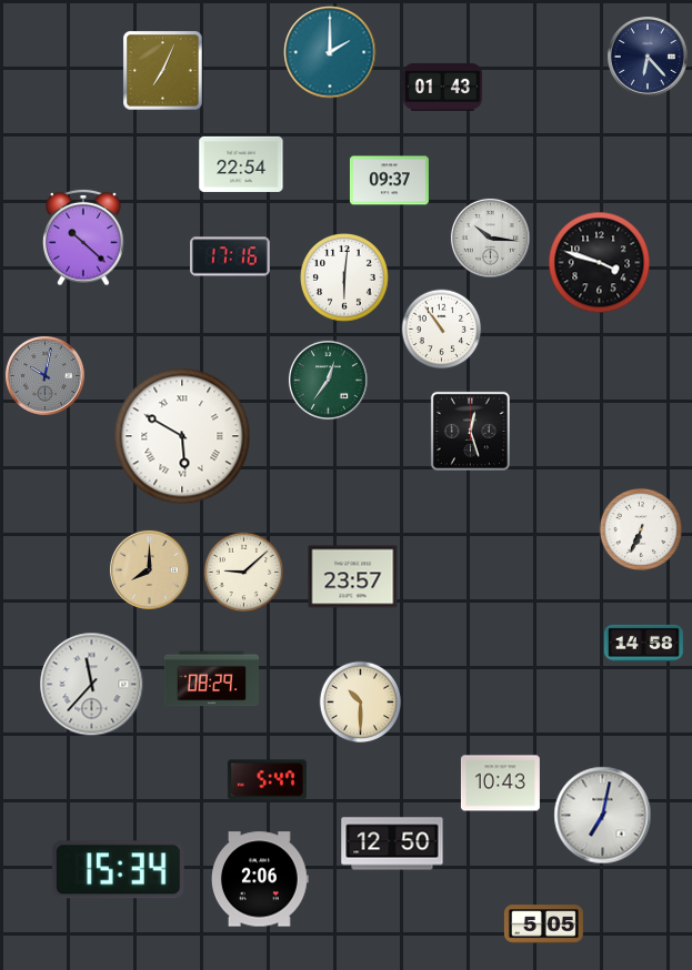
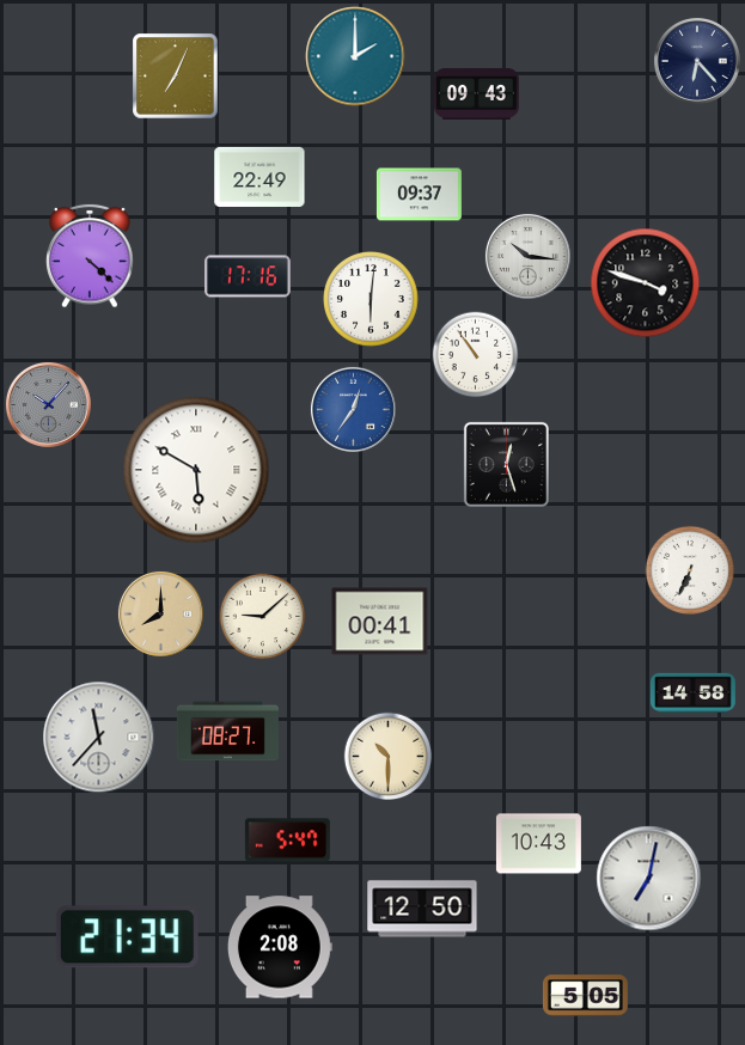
clock at (442, 87): 01:43 -> 09:43
clock at (241, 164): 22:54 -> 22:49
clock at (83, 238): 10:22 -> 4:22
clock at (44, 375): 10:02 -> 10:07
clock at (328, 380) dial: green -> blue
clock at (353, 577): 23:57 -> 00:41
clock at (211, 679): 08:29 -> 08:27
clock at (118, 870): 15:34 -> 21:34
clock at (260, 879): 2:06 -> 2:08
